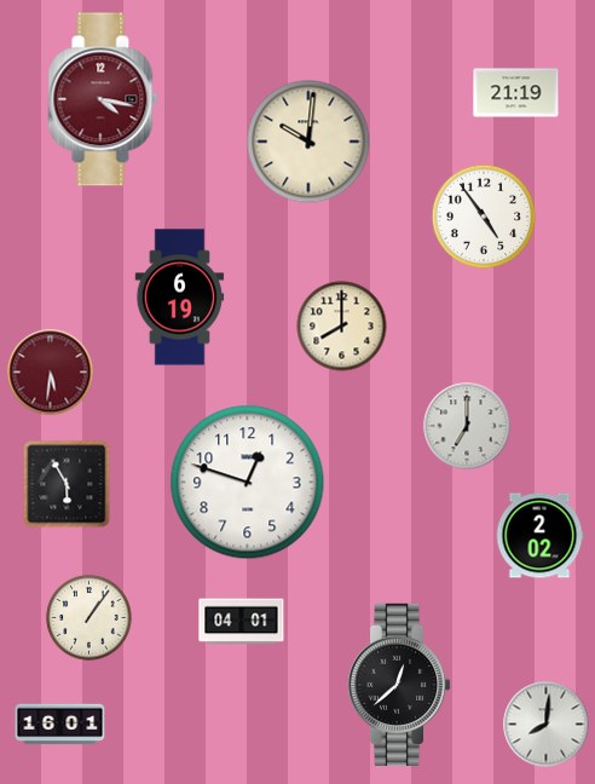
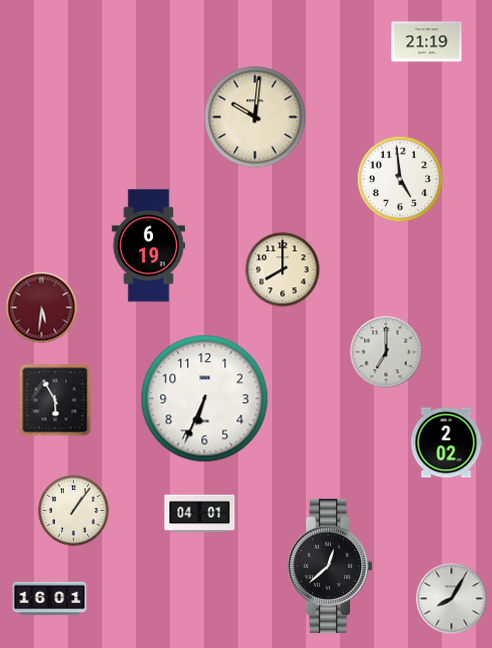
clock at (516, 93) position: (516, 93) -> (427, 42)
clock at (103, 99): 4:17 -> none
clock at (484, 217): 4:54 -> 4:59
clock at (248, 483): 12:48 -> 6:34
clock at (547, 725): 8:01 -> 8:05
